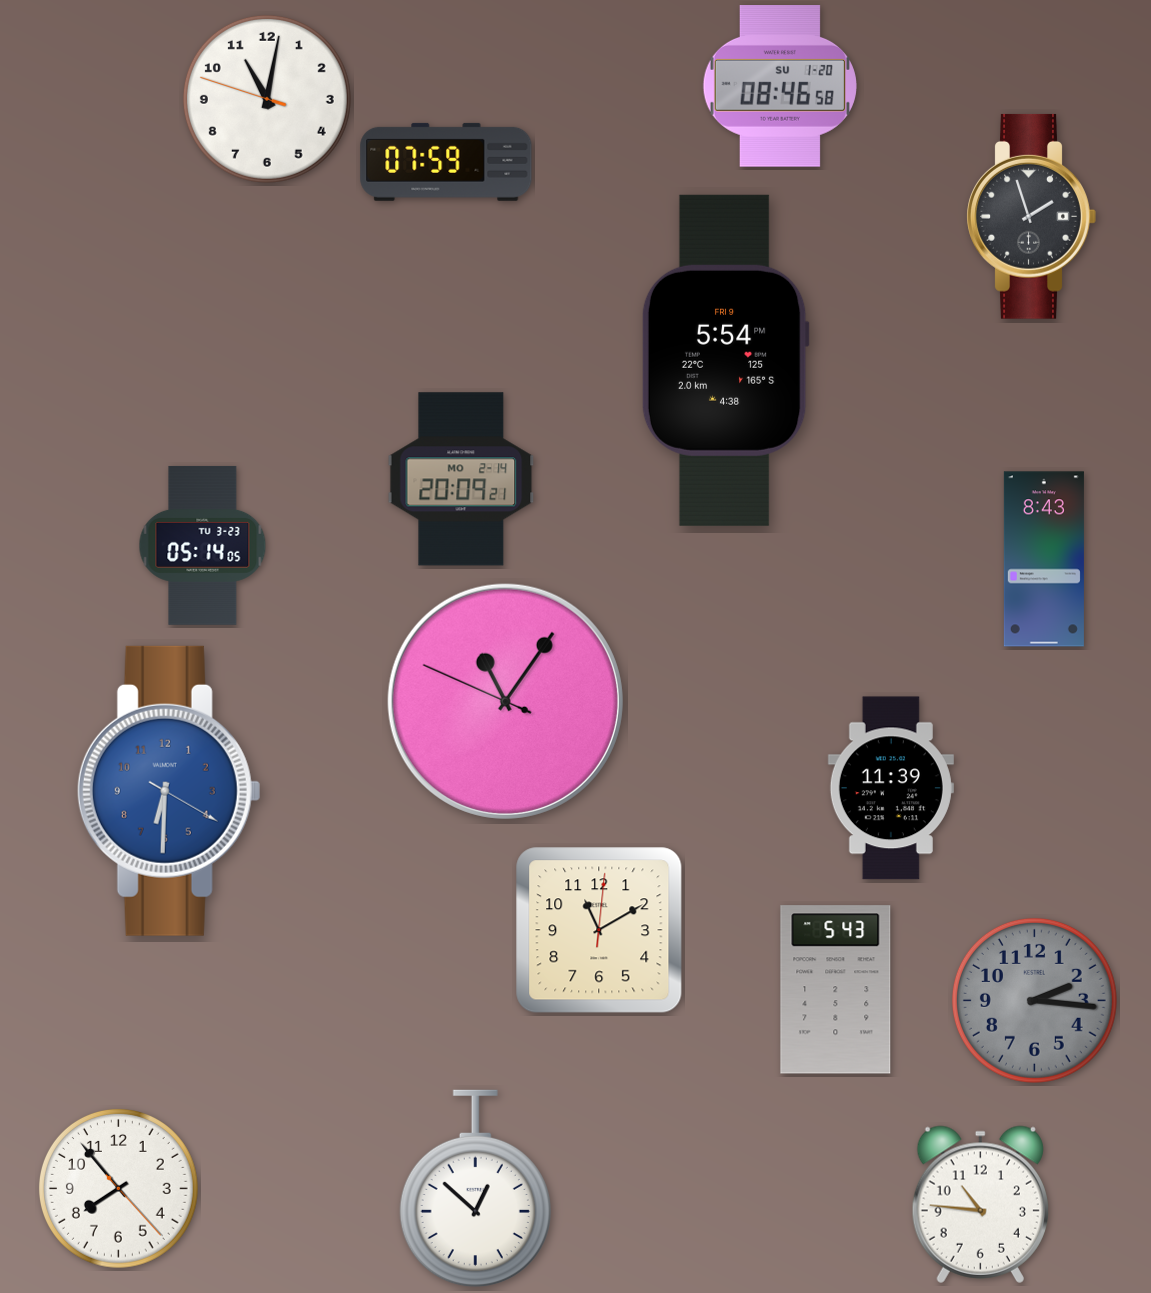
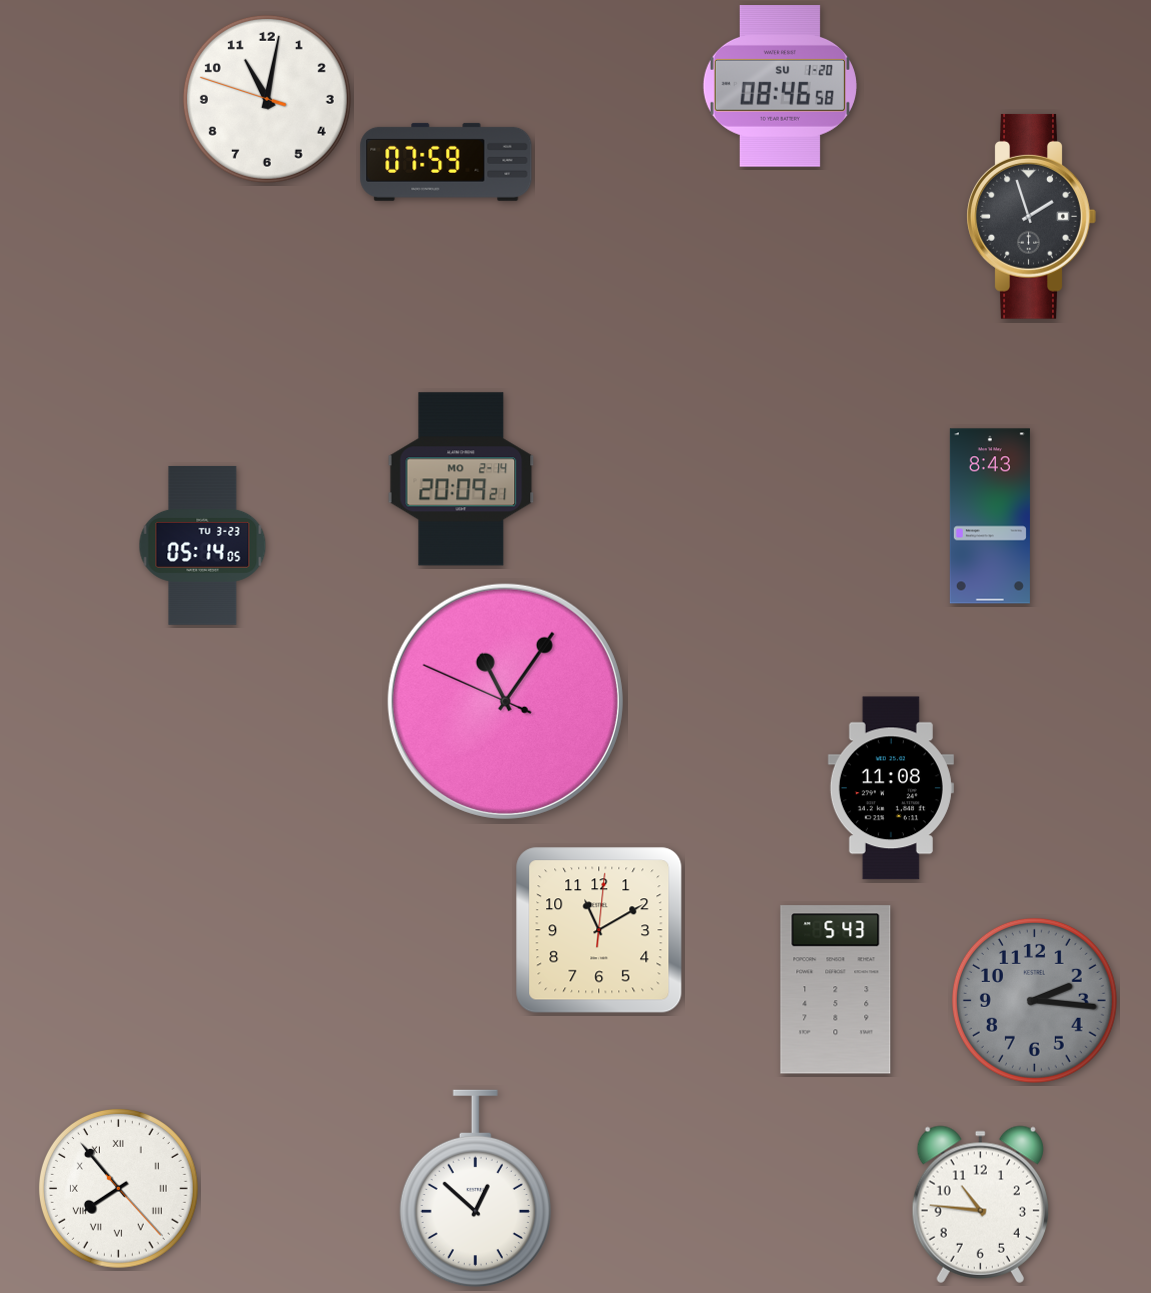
clock at (725, 360): 5:54 -> none
clock at (1044, 559) position: (1044, 559) -> (990, 516)
clock at (891, 788): 11:39 -> 11:08
clock at (169, 791): 6:30 -> none
clock at (118, 1188) numerals: Arabic -> Roman
